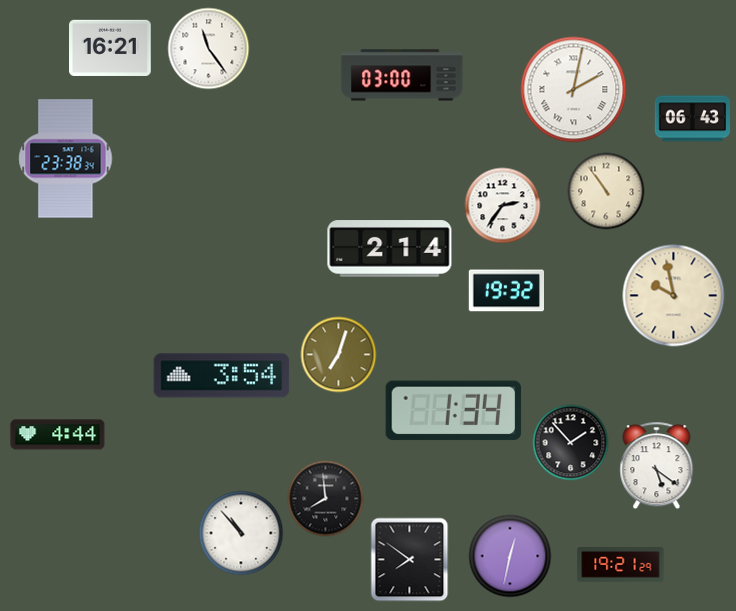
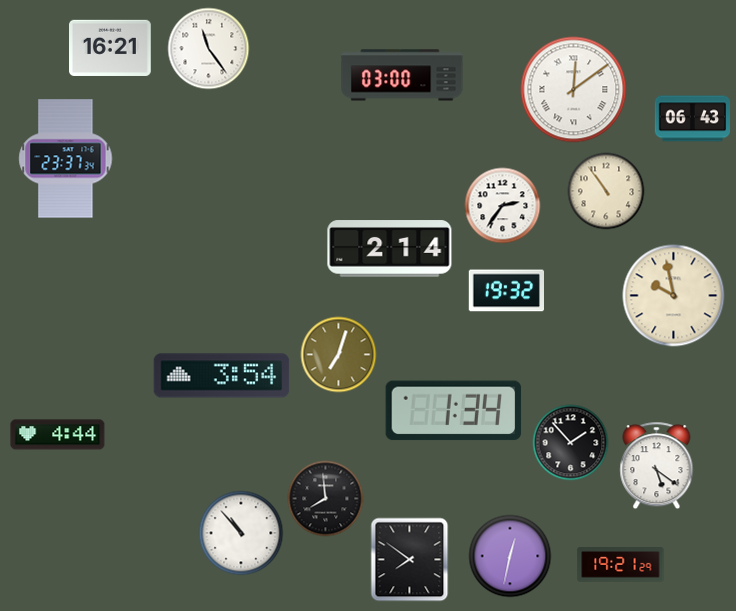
clock at (574, 90): 2:02 -> 12:09
clock at (66, 159): 23:38 -> 23:37
